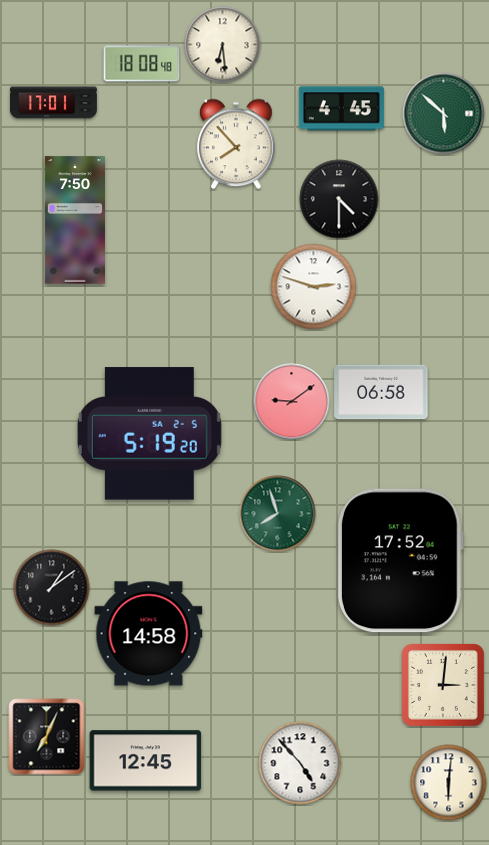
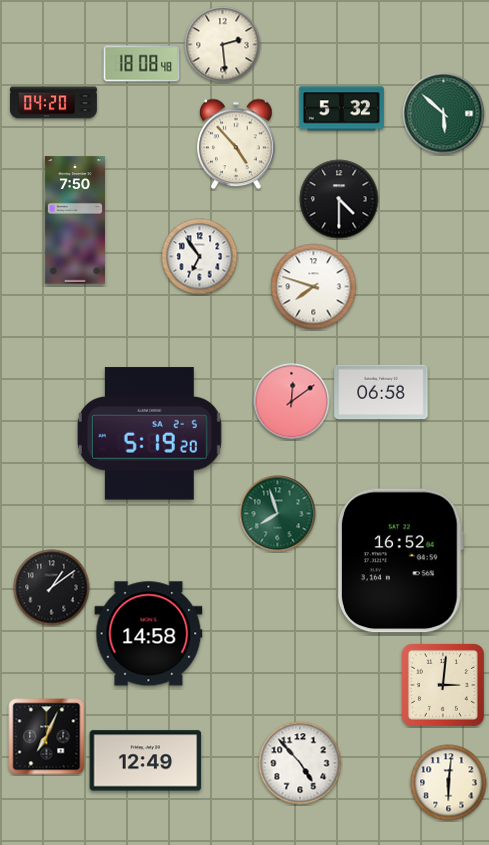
clock at (223, 45): 6:29 -> 2:29
clock at (53, 103): 17:01 -> 04:20
clock at (341, 109): 4:45 -> 5:32
clock at (236, 144): 7:53 -> 4:53
clock at (200, 257): none -> 6:54
clock at (314, 287): 2:48 -> 7:48
clock at (292, 402): 9:09 -> 12:09
clock at (400, 561): 17:52 -> 16:52
clock at (146, 761): 12:45 -> 12:49
